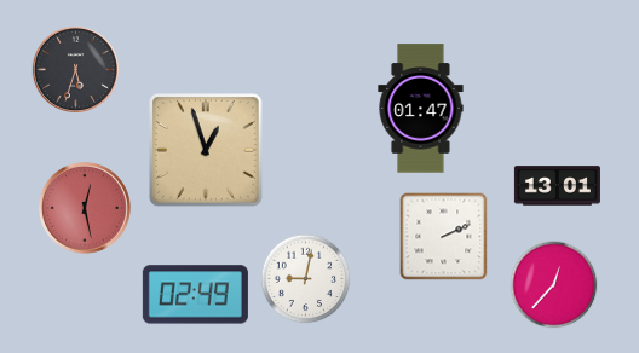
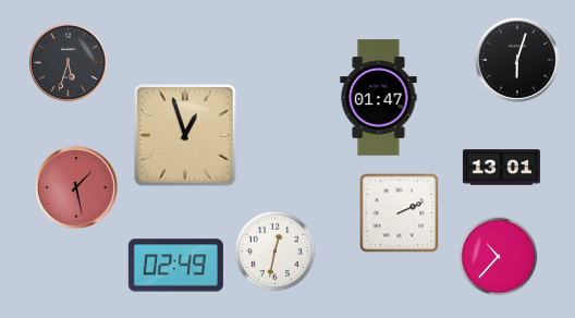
clock at (518, 61): none -> 6:03
clock at (85, 208): 12:28 -> 1:28
clock at (306, 279): 9:02 -> 12:32
clock at (554, 285): 12:37 -> 10:37
